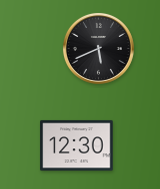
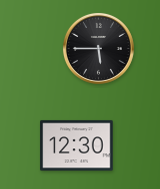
clock at (98, 48): 5:41 -> 5:45
